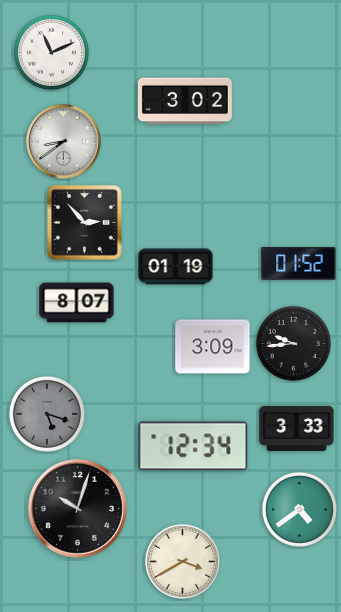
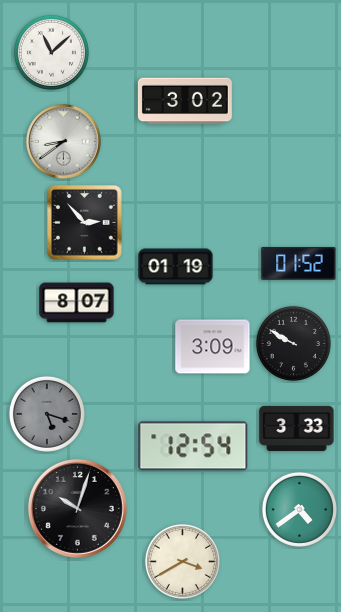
clock at (51, 52): 11:11 -> 11:08
clock at (293, 343): 9:44 -> 9:50
clock at (193, 446): 12:34 -> 12:54
